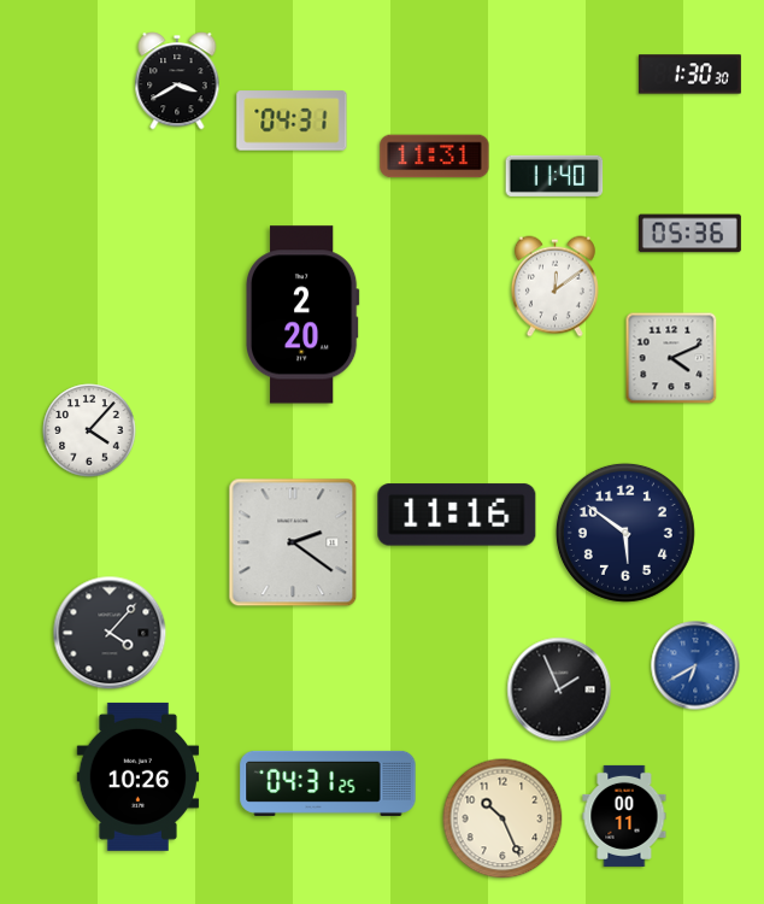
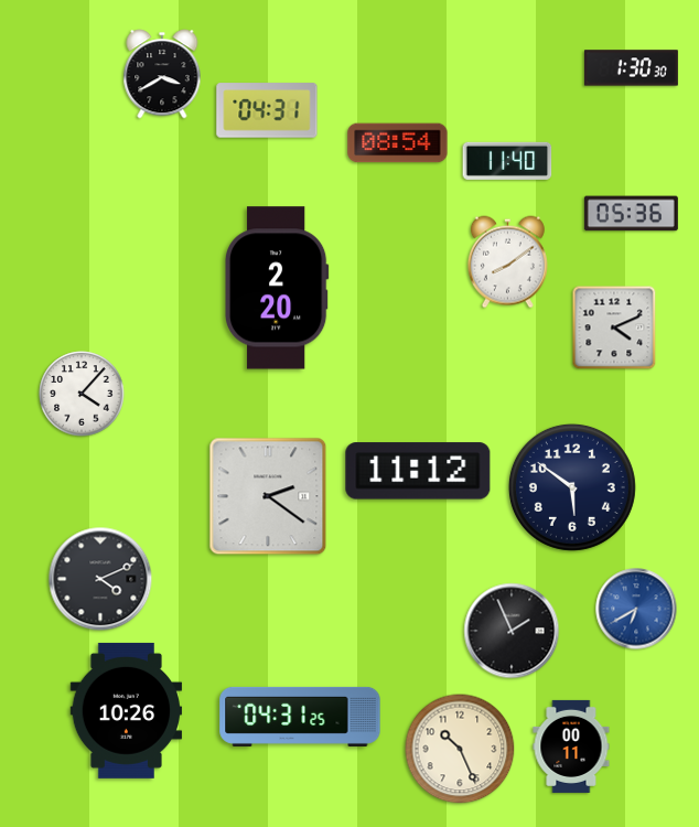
clock at (435, 157): 11:31 -> 08:54
clock at (554, 287): 12:09 -> 8:09
clock at (457, 515): 11:16 -> 11:12
clock at (110, 633): 4:07 -> 4:11
